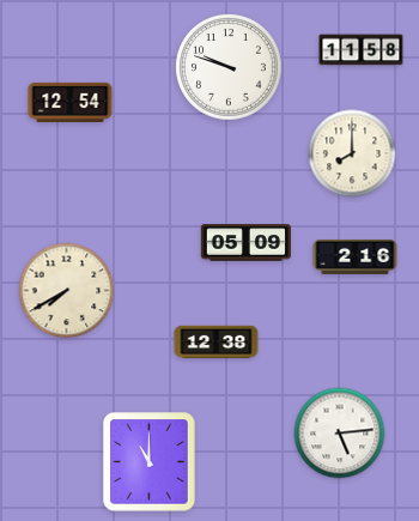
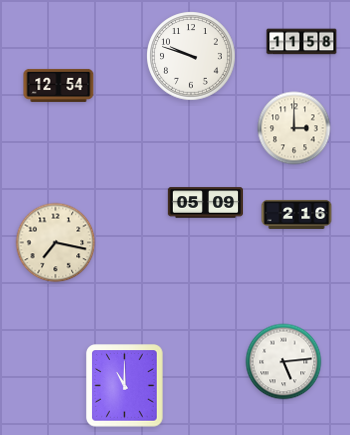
clock at (352, 153): 8:00 -> 3:00
clock at (67, 291): 7:40 -> 7:17
clock at (217, 343): 12:38 -> none
